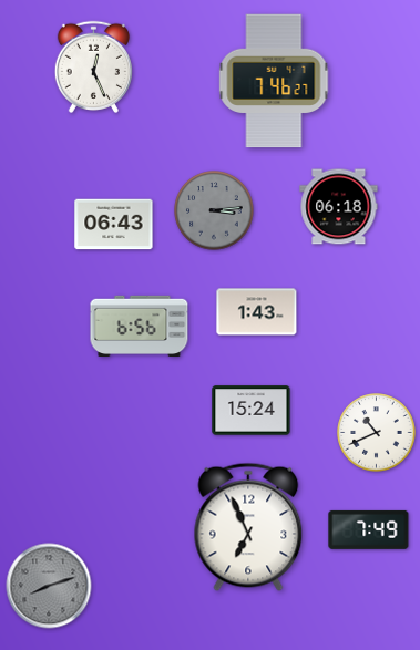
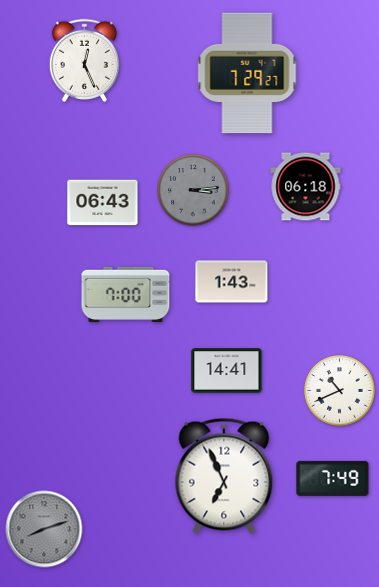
clock at (274, 81): 7:46 -> 7:29
clock at (140, 326): 6:56 -> 7:00
clock at (252, 411): 15:24 -> 14:41
